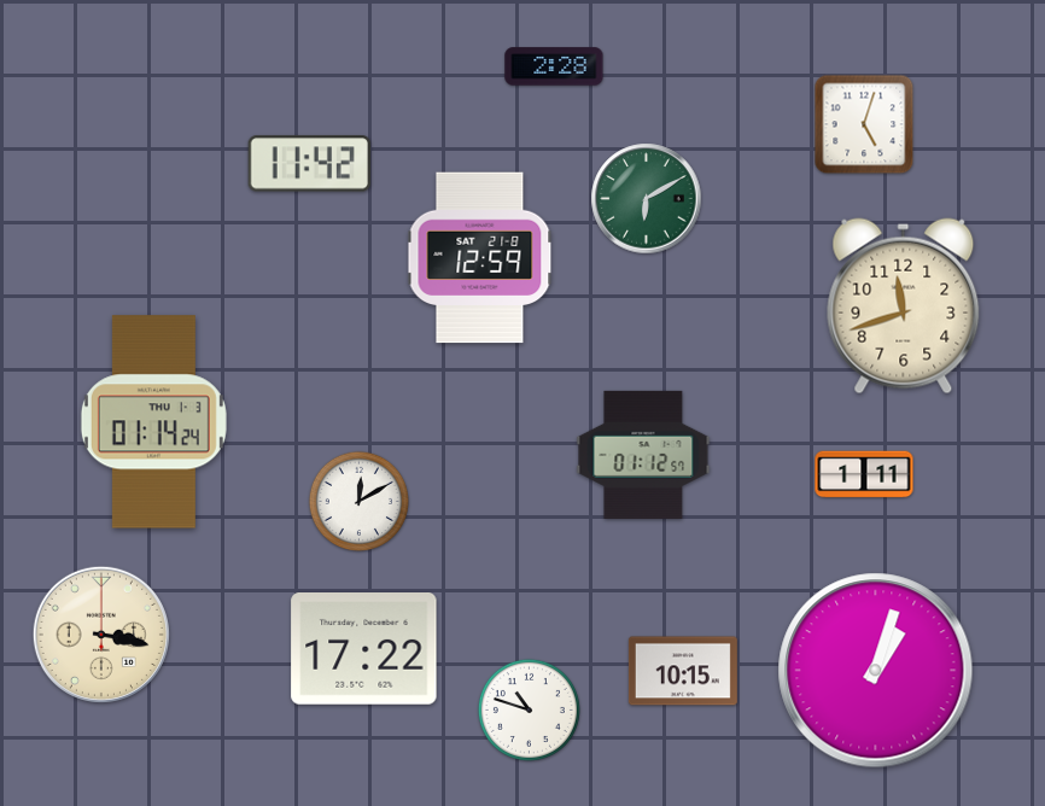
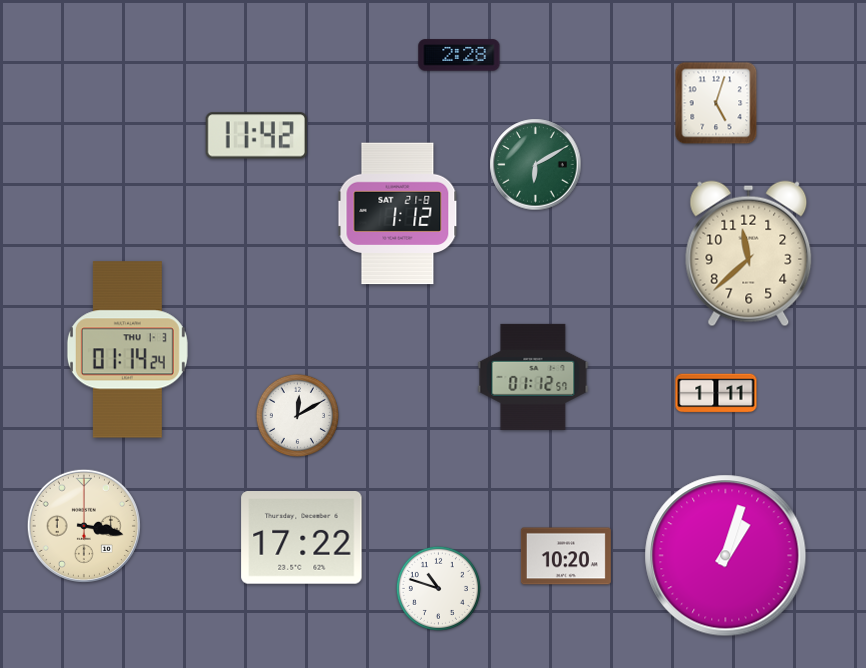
clock at (480, 258): 12:59 -> 1:12
clock at (904, 306): 11:42 -> 11:38
clock at (683, 671): 10:15 -> 10:20
